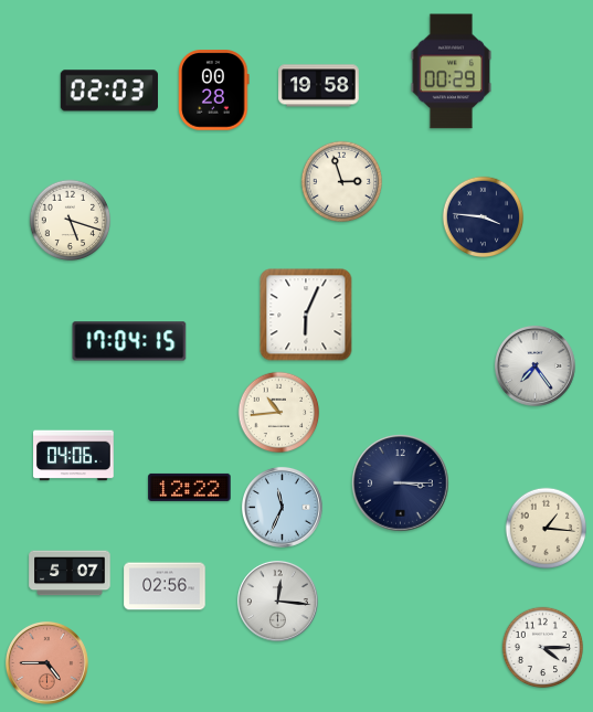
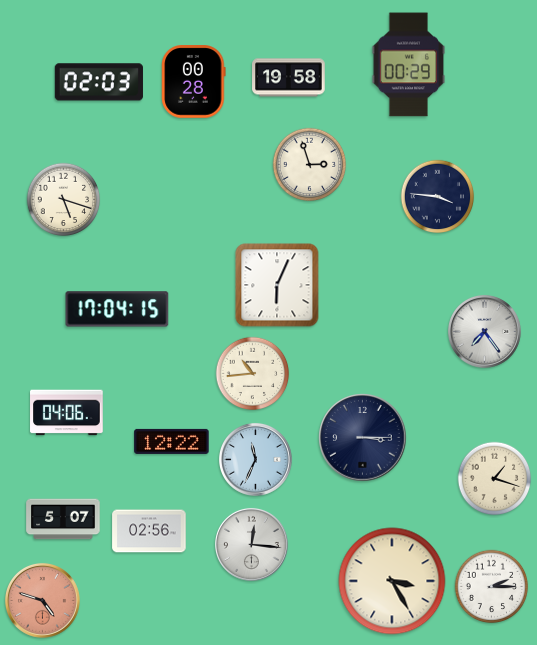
clock at (547, 529): 1:16 -> 1:18
clock at (392, 581): none -> 3:25
clock at (543, 648): 4:15 -> 2:15
clock at (47, 663): 4:45 -> 4:48
